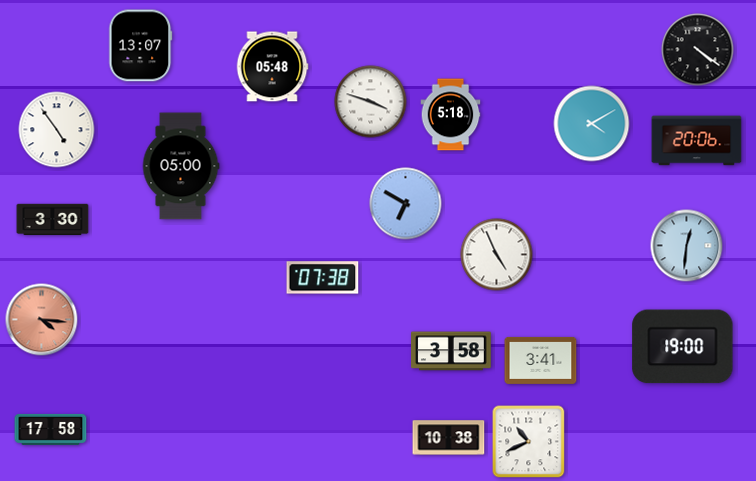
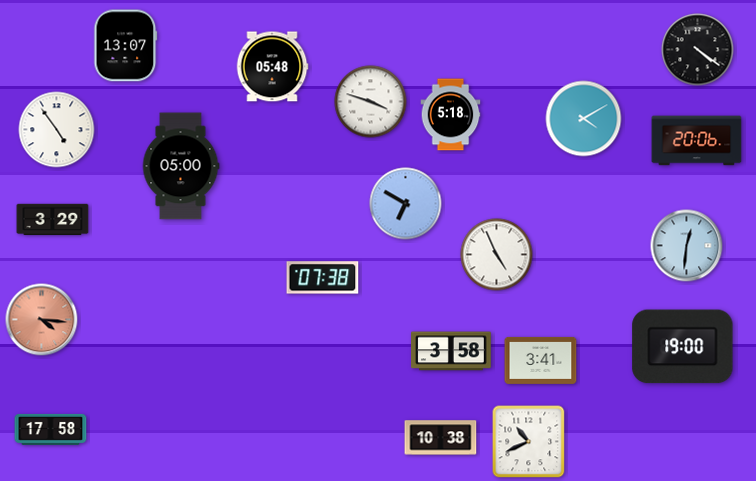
clock at (141, 46) position: (141, 46) -> (126, 46)
clock at (592, 124) position: (592, 124) -> (584, 119)
clock at (53, 220): 3:30 -> 3:29
clock at (449, 438) position: (449, 438) -> (441, 438)
